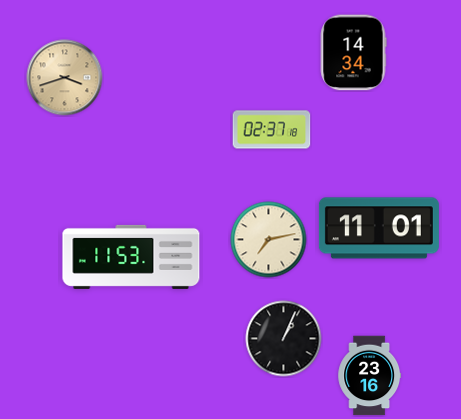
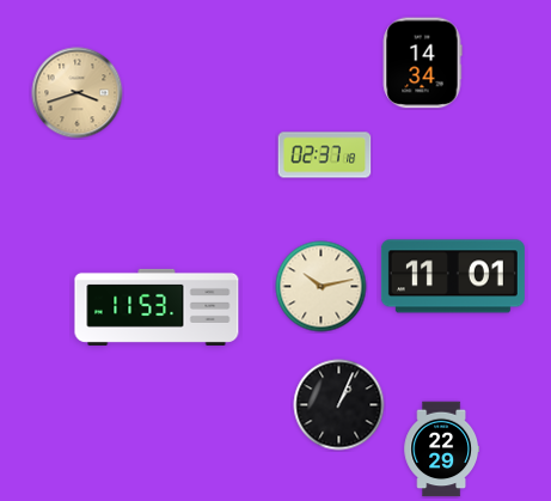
clock at (379, 228) position: (379, 228) -> (453, 276)
clock at (269, 240): 7:13 -> 10:13
clock at (369, 376): 23:16 -> 22:29
